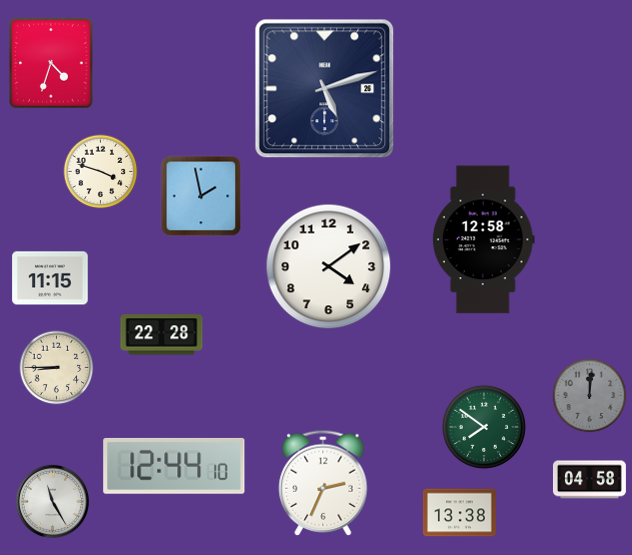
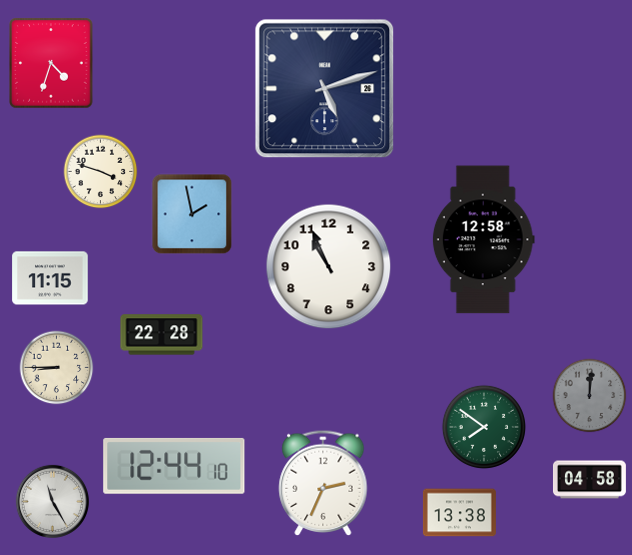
clock at (201, 196) position: (201, 196) -> (192, 214)
clock at (329, 267): 4:09 -> 10:56
